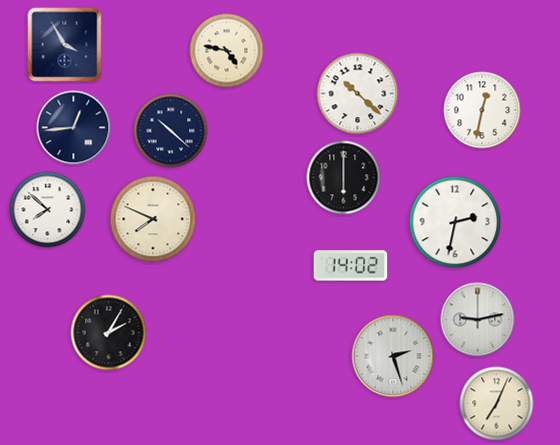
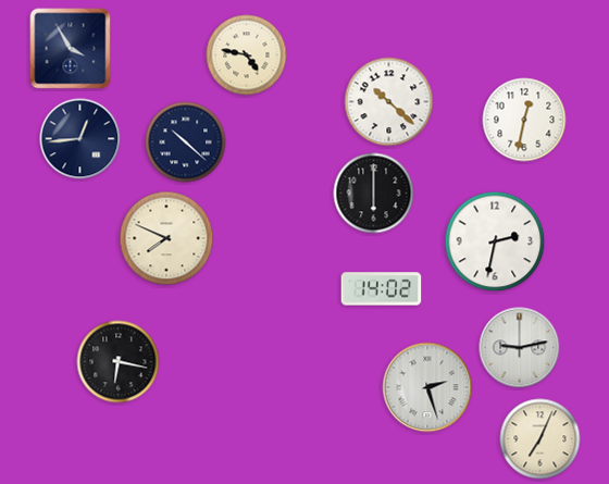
clock at (48, 210): 7:52 -> none
clock at (109, 333): 2:05 -> 6:17
